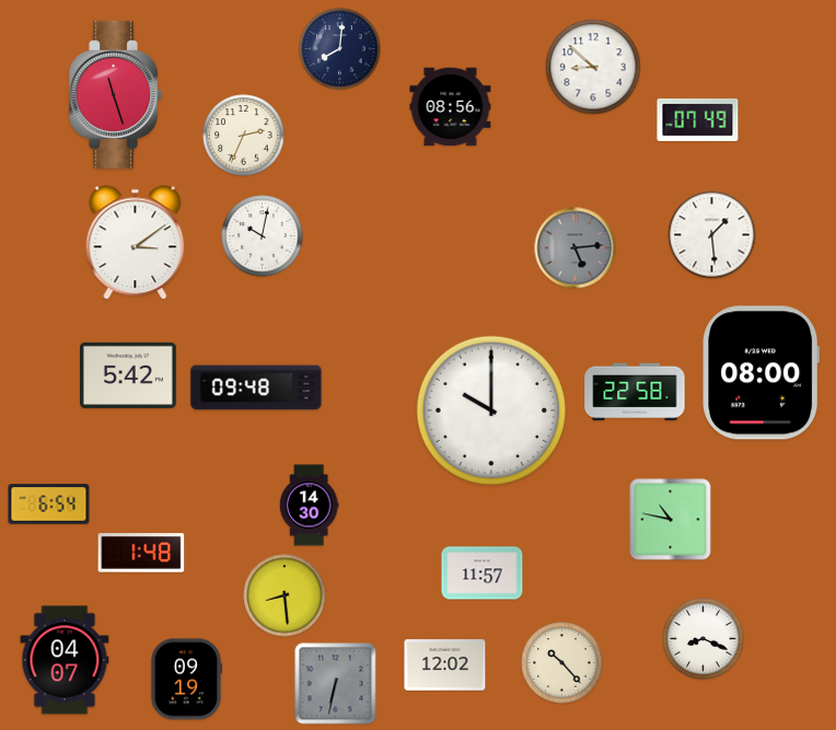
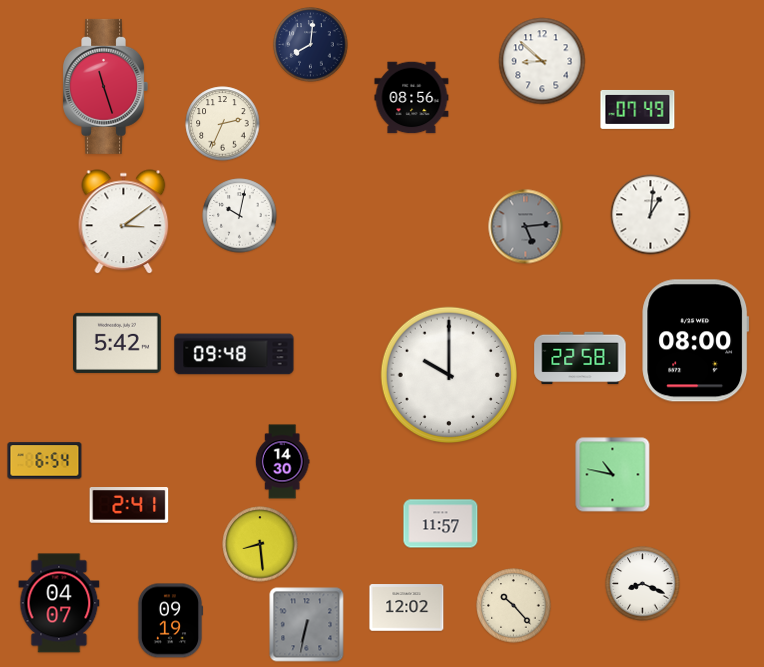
clock at (712, 235): 1:29 -> 1:01
clock at (141, 554): 1:48 -> 2:41
